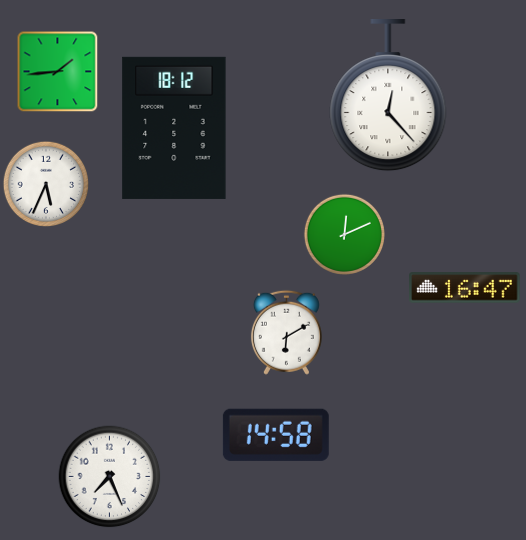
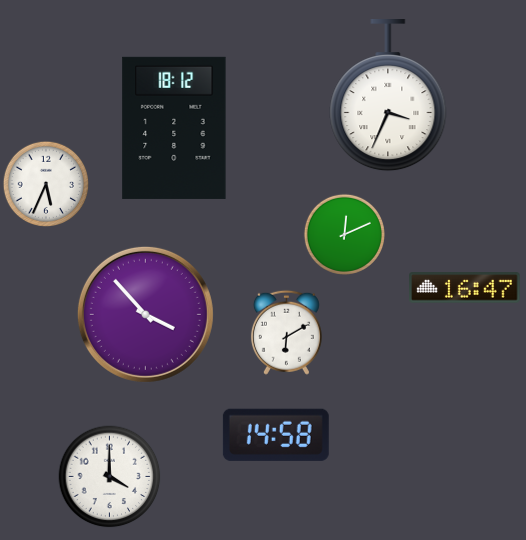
clock at (57, 71): 1:44 -> none
clock at (388, 96): 12:23 -> 3:34
clock at (145, 314): none -> 3:53
clock at (110, 477): 7:26 -> 4:00
